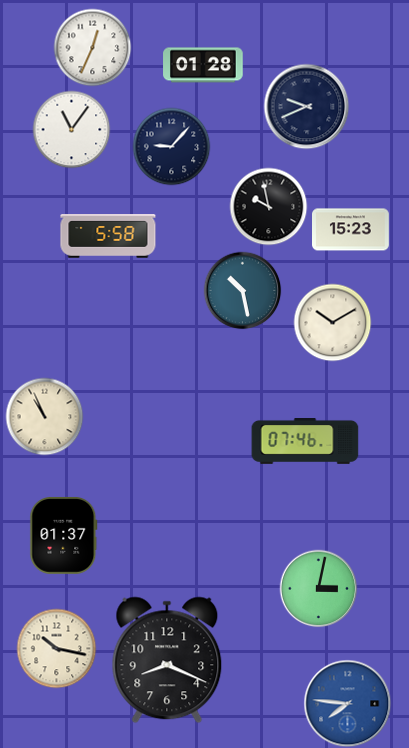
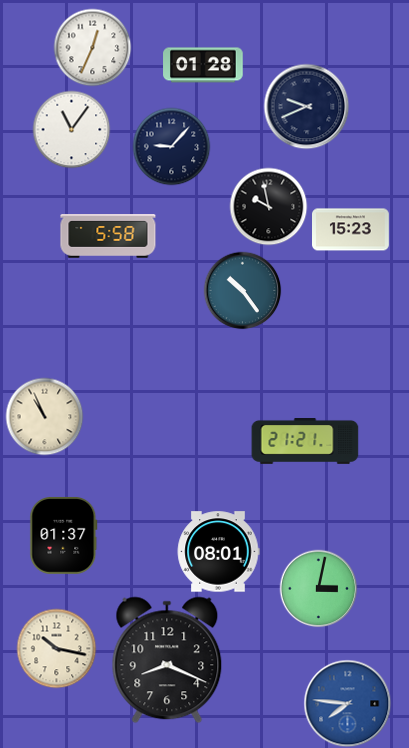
clock at (242, 290): 10:28 -> 10:24
clock at (332, 322): 10:10 -> none
clock at (305, 442): 07:46 -> 21:21
clock at (218, 552): none -> 08:01
